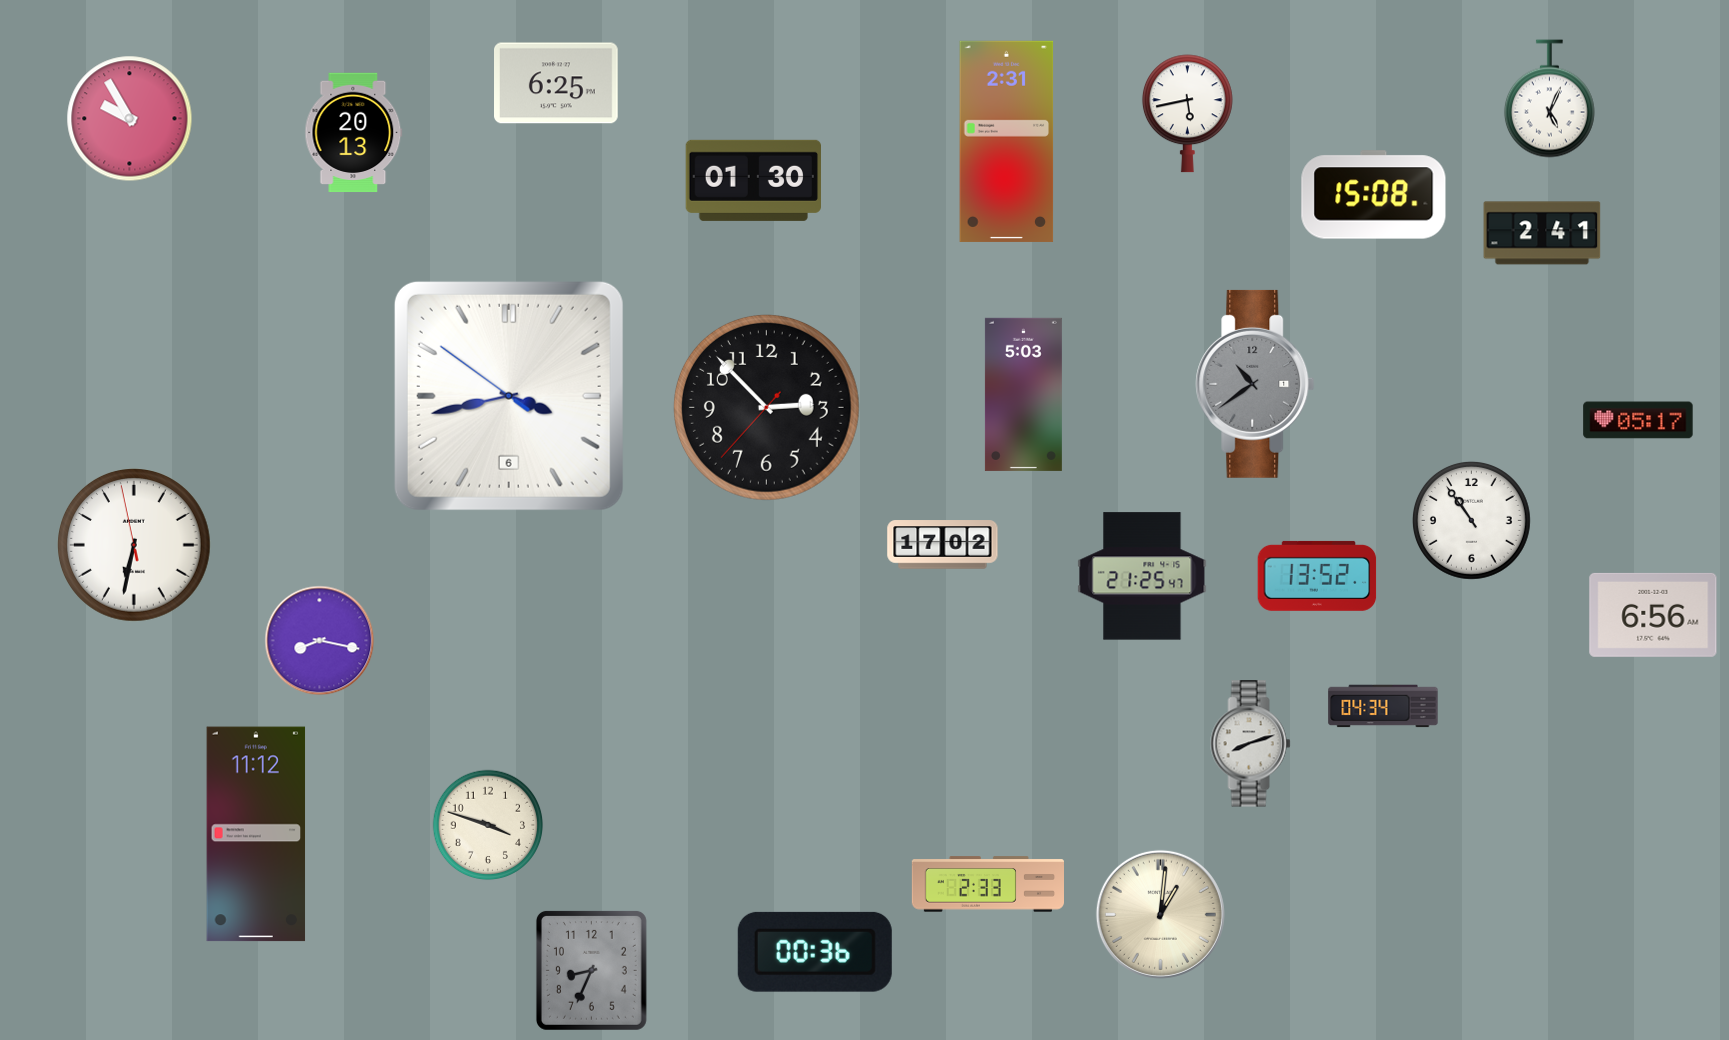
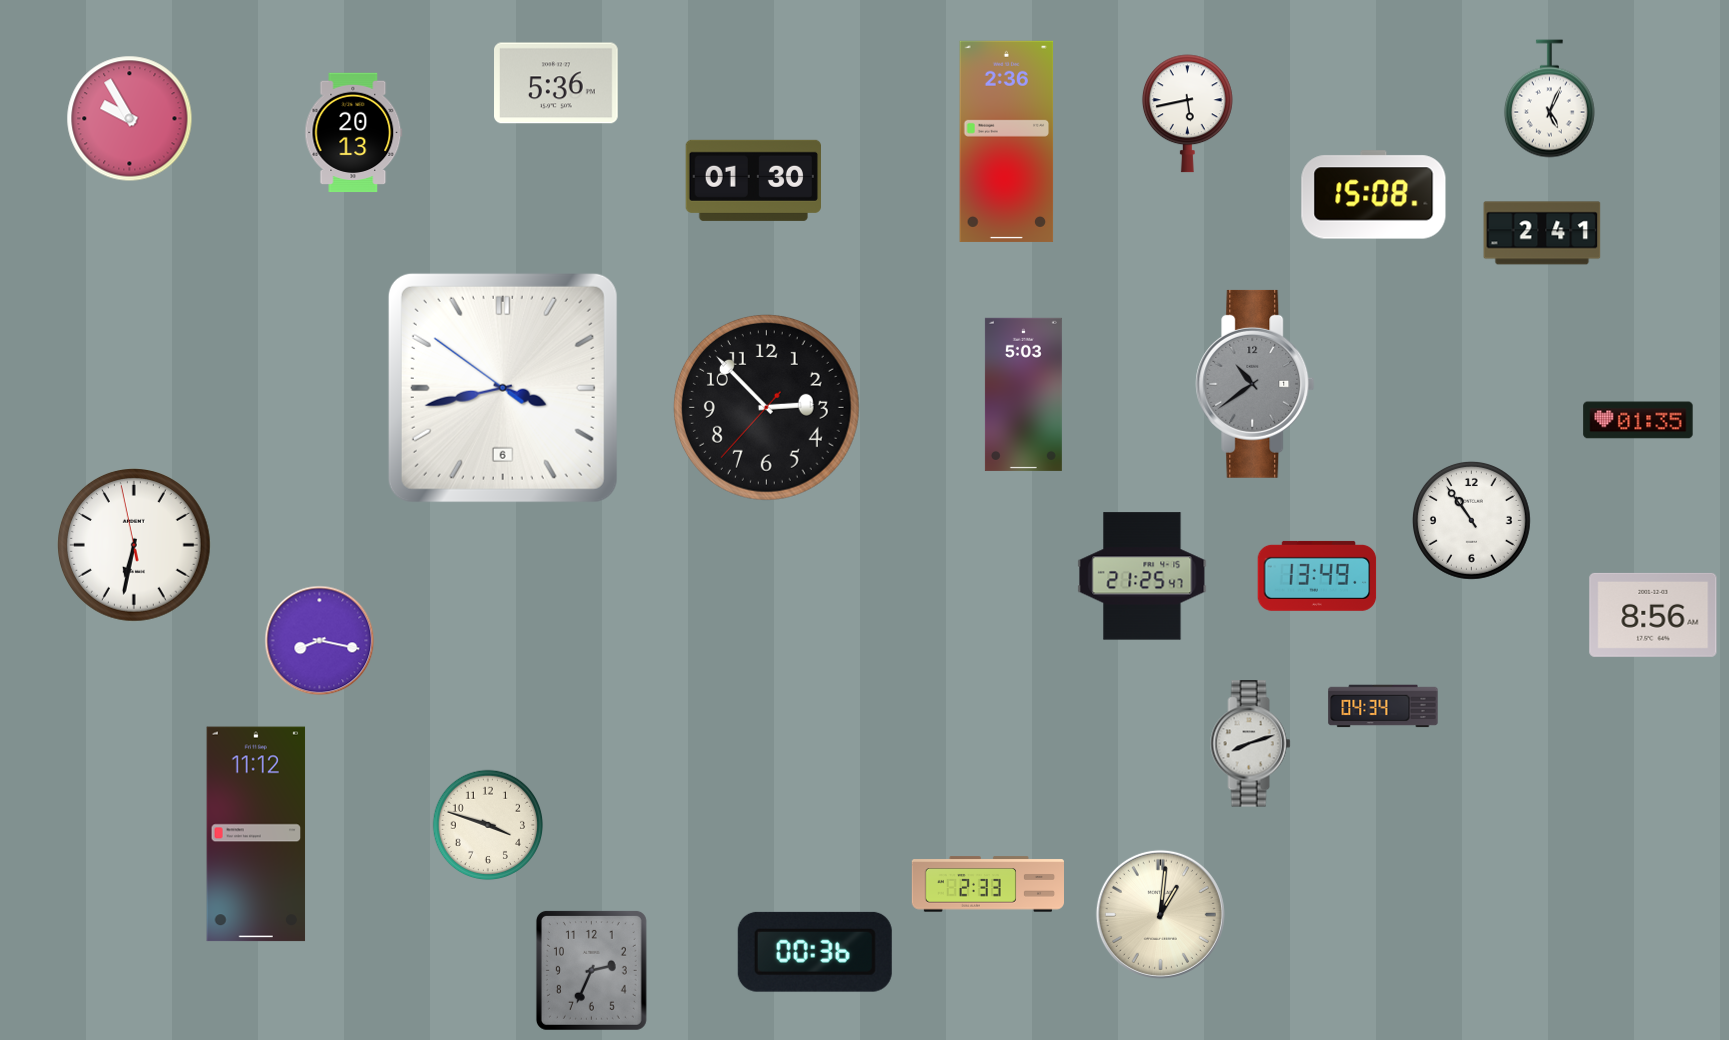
clock at (557, 83): 6:25 -> 5:36
clock at (1007, 141): 2:31 -> 2:36
clock at (509, 396) position: (509, 396) -> (503, 388)
clock at (1638, 420): 05:17 -> 01:35
clock at (943, 545): 17:02 -> none
clock at (1317, 576): 13:52 -> 13:49
clock at (1653, 615): 6:56 -> 8:56
clock at (591, 970): 8:34 -> 2:34
